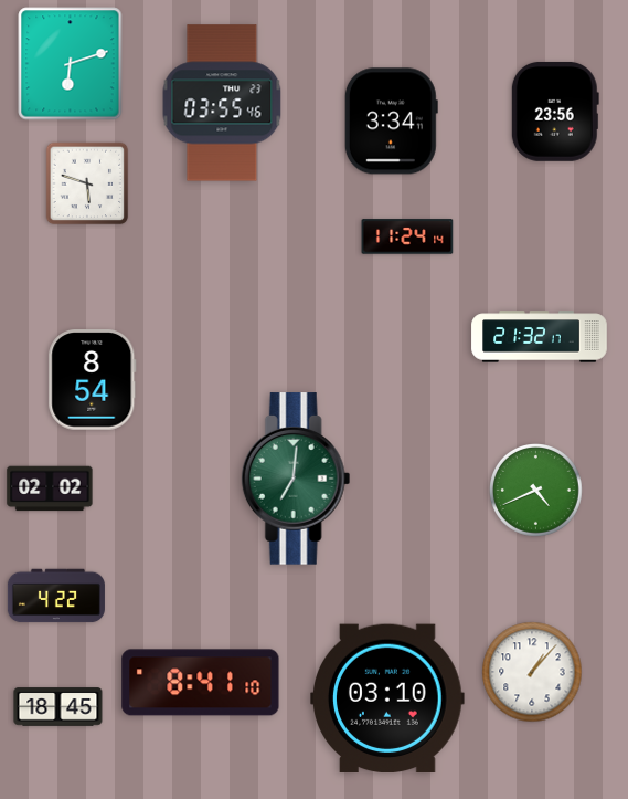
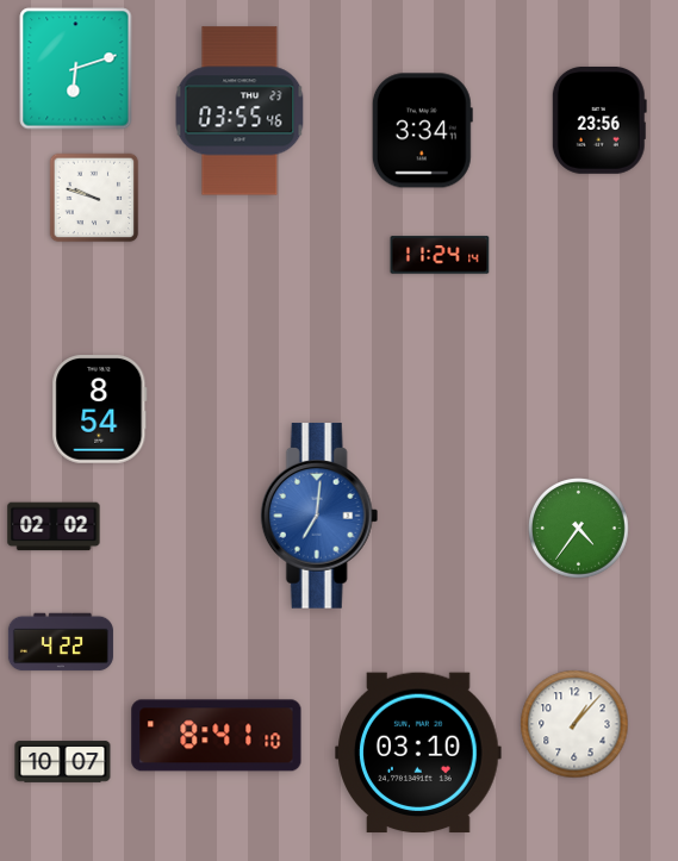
clock at (87, 183): 5:48 -> 9:48
clock at (540, 337): 21:32 -> none
clock at (296, 479) dial: green -> blue
clock at (536, 491): 4:41 -> 4:36
clock at (58, 707): 18:45 -> 10:07
